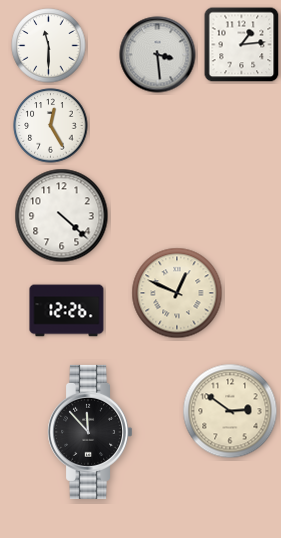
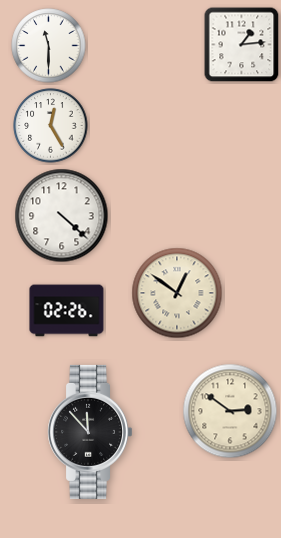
clock at (158, 55): 3:29 -> none
clock at (177, 293): 12:49 -> 12:51
clock at (67, 311): 12:26 -> 02:26
